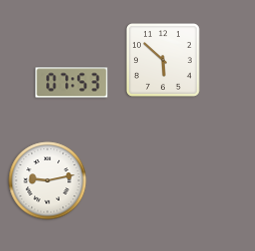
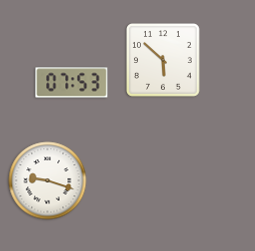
clock at (48, 181): 9:13 -> 9:18
